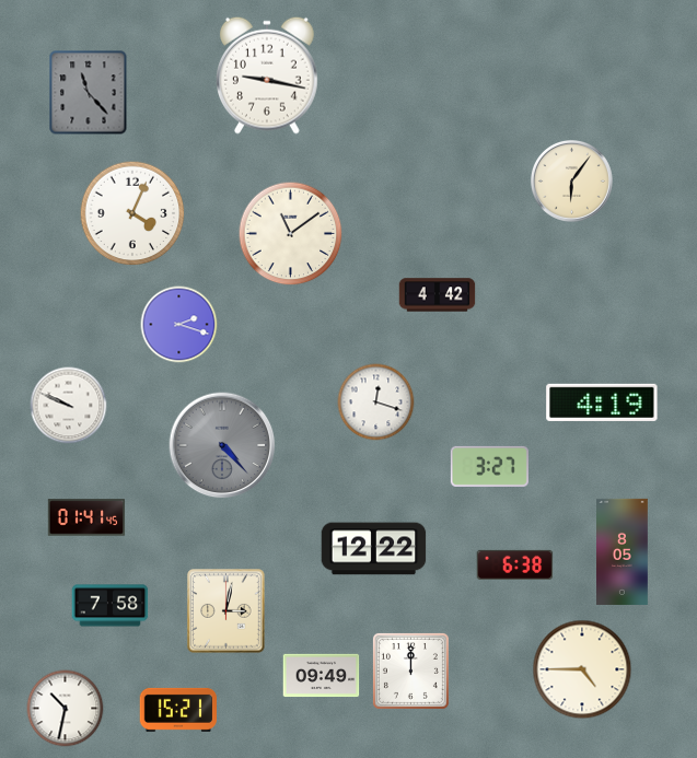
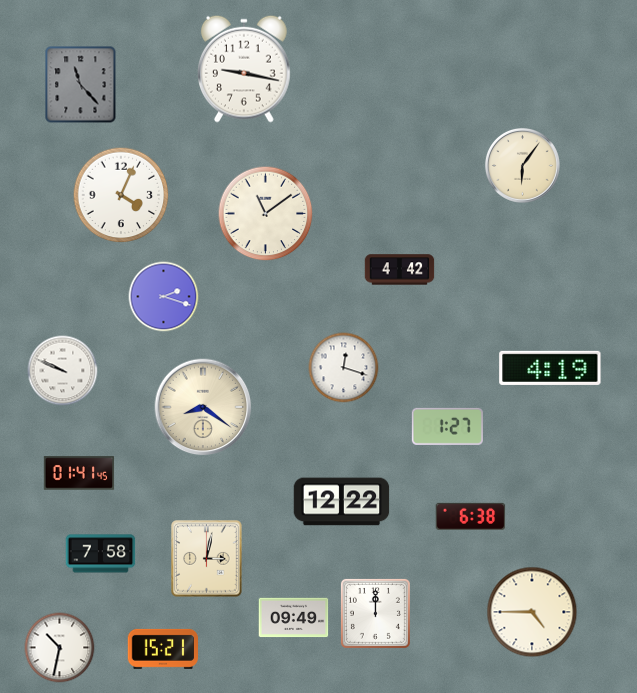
clock at (222, 445): 4:23 -> 8:21
clock at (222, 445) dial: grey -> cream
clock at (489, 466): 3:27 -> 1:27
clock at (623, 551): 8:05 -> none
